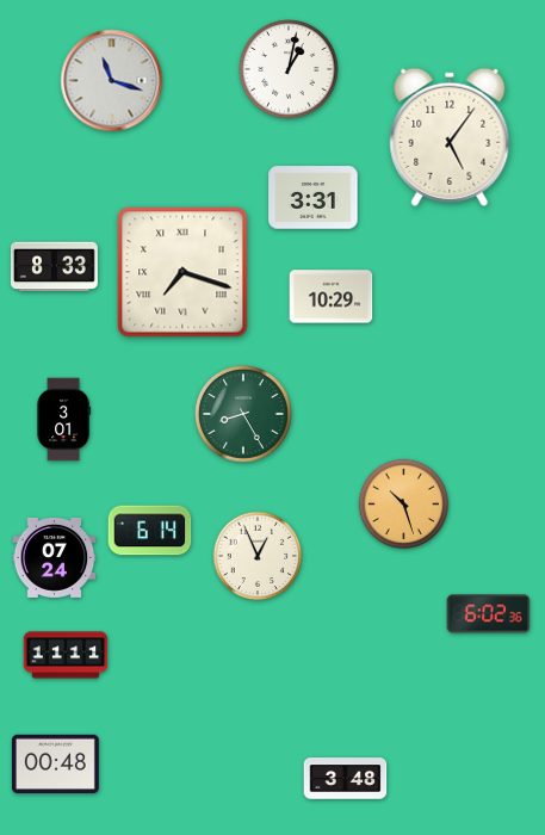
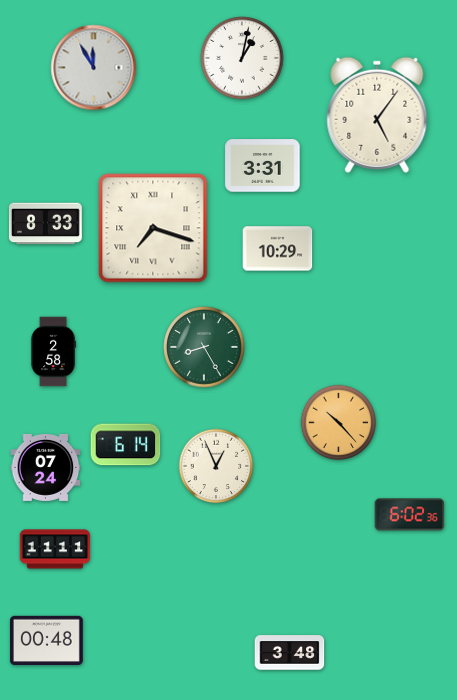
clock at (112, 81): 11:18 -> 11:55
clock at (63, 420): 3:01 -> 2:58
clock at (404, 505): 10:27 -> 10:23
